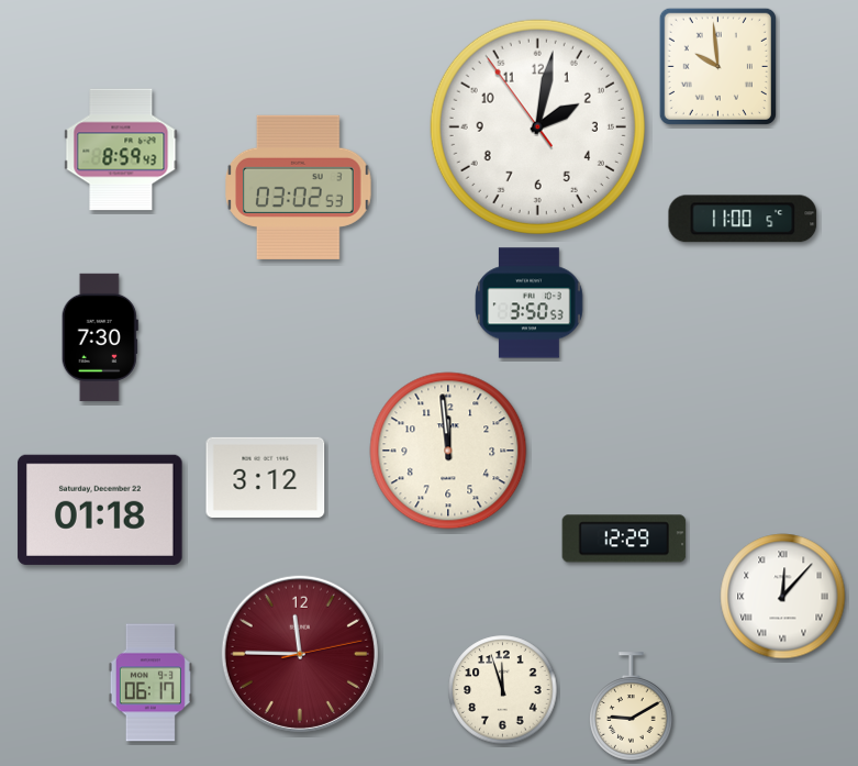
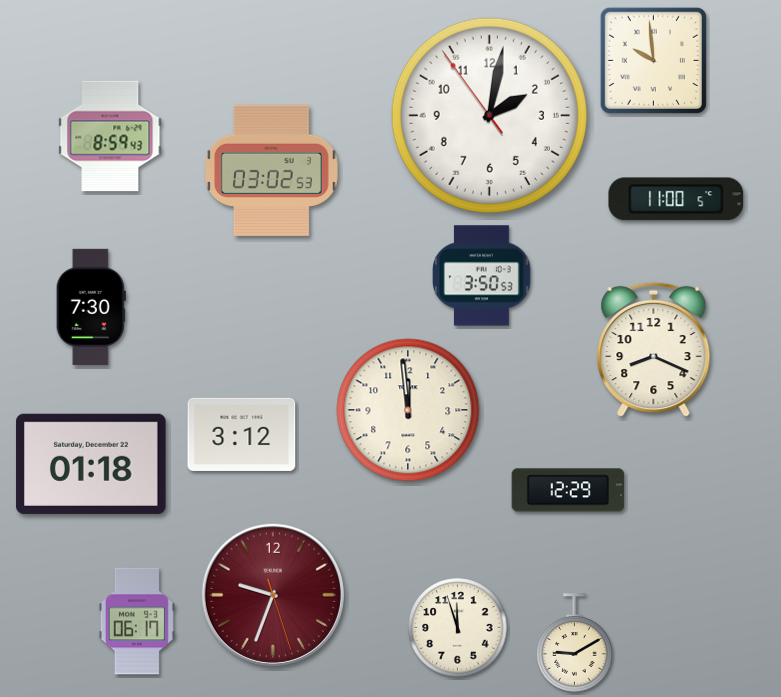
clock at (654, 350): none -> 8:19
clock at (783, 597): 12:07 -> none
clock at (300, 654): 11:45 -> 9:33
